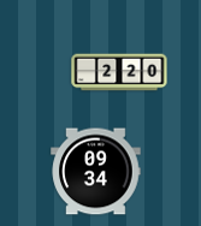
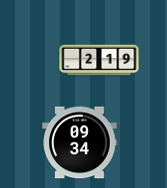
clock at (119, 72): 2:20 -> 2:19
